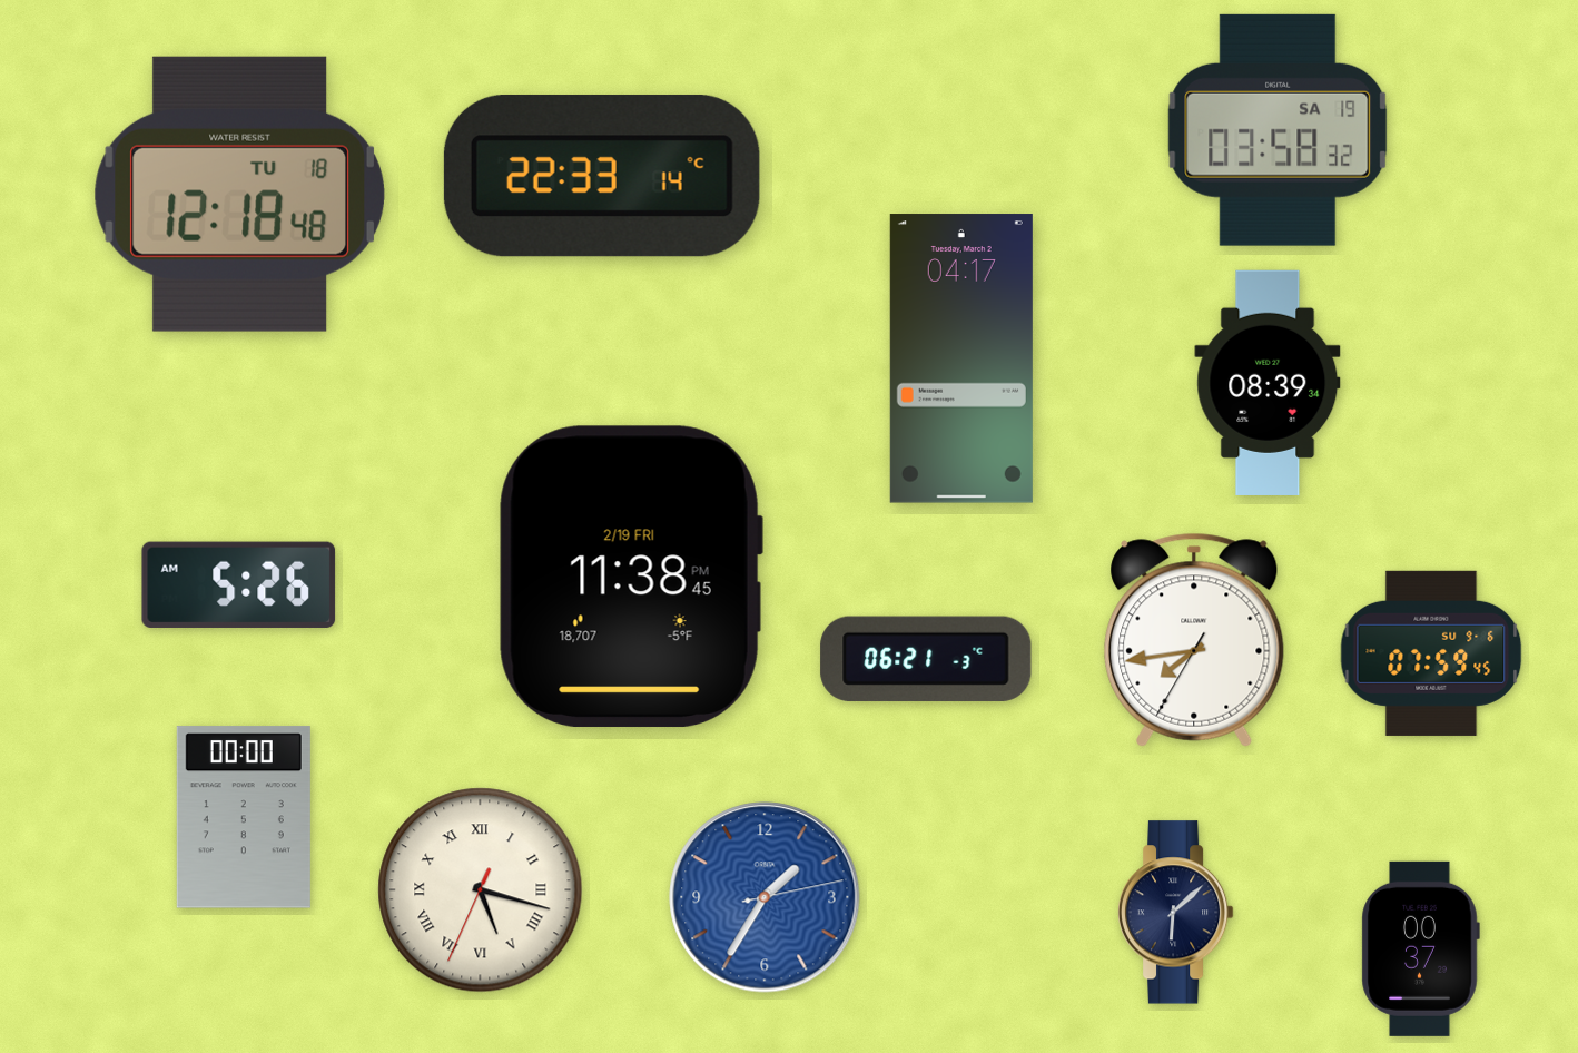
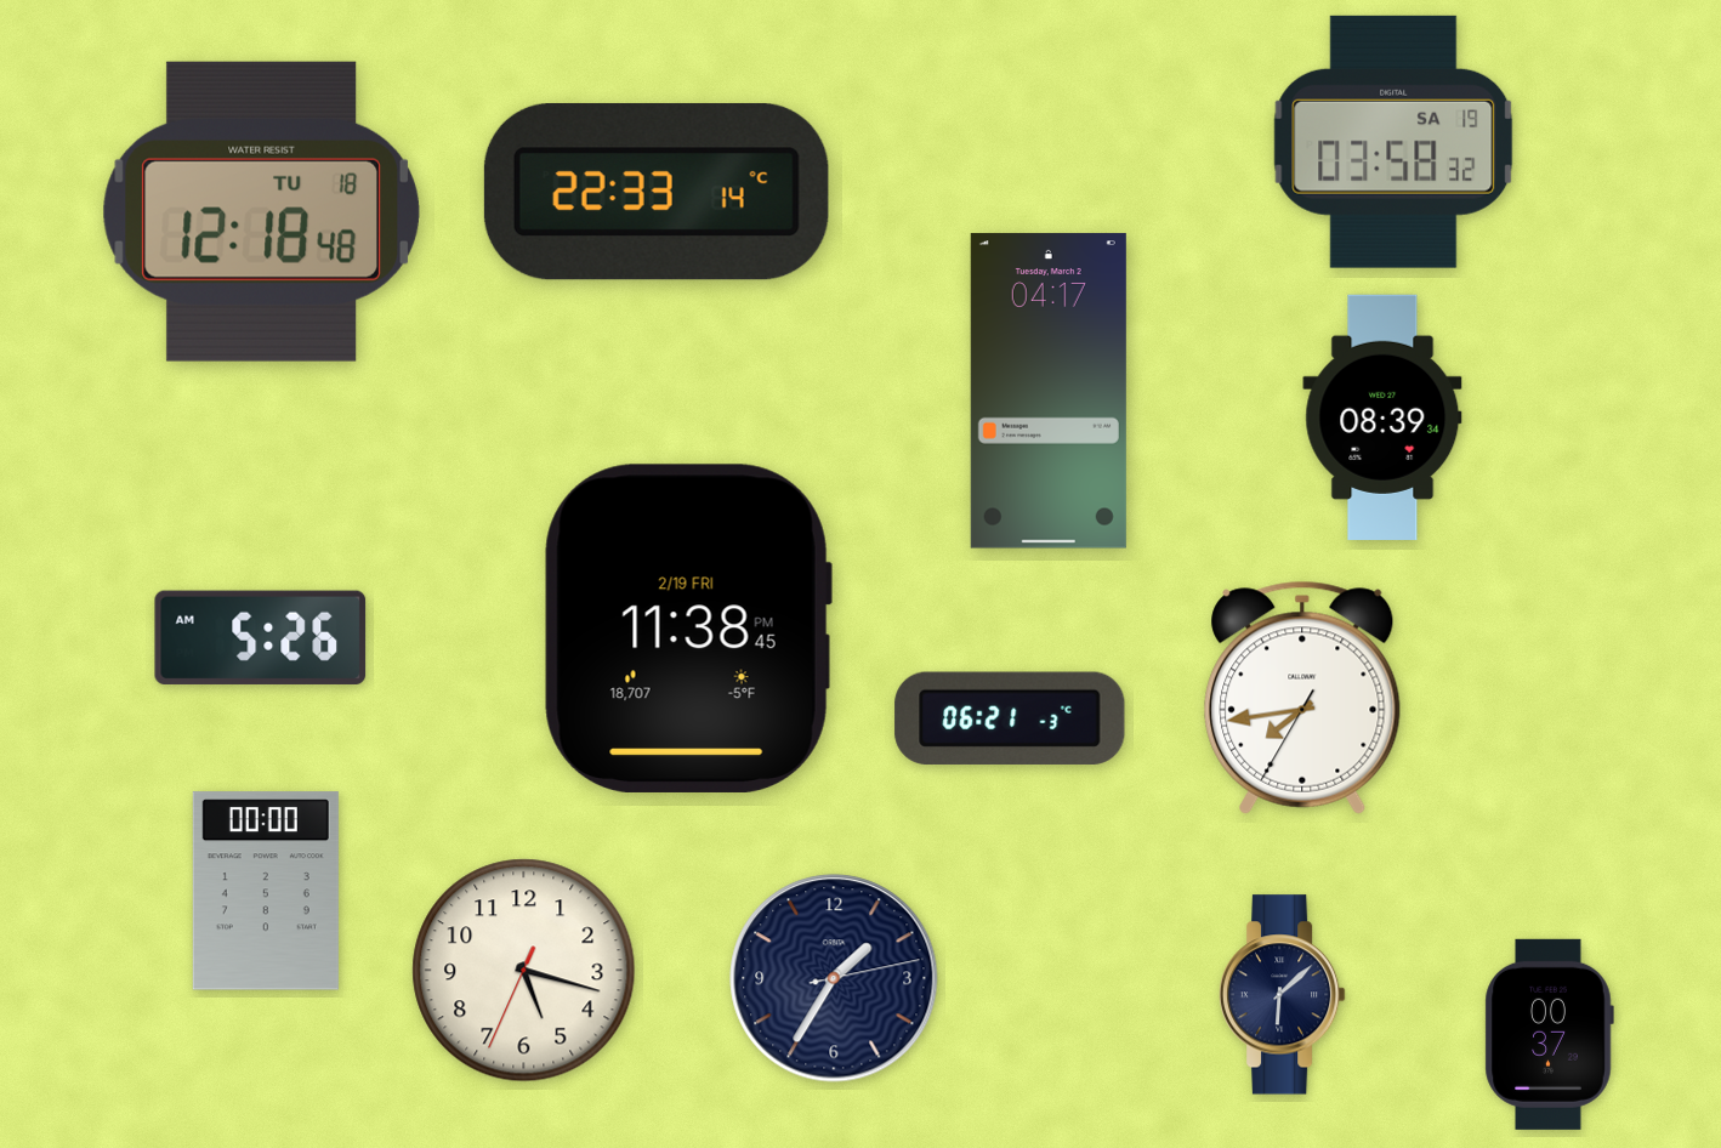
clock at (1431, 653): 07:59 -> none
clock at (481, 890) numerals: Roman -> Arabic
clock at (765, 897) dial: blue -> navy
